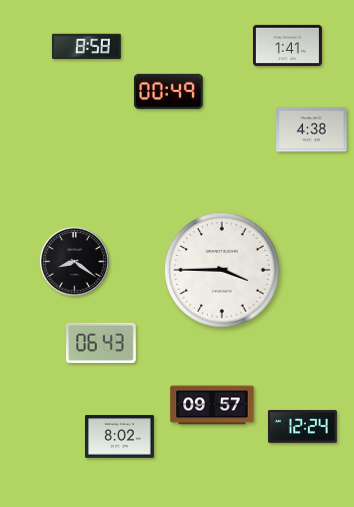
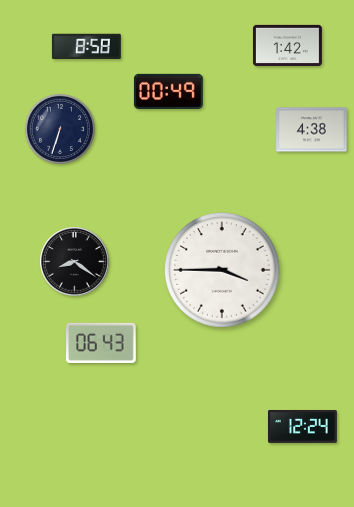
clock at (287, 45): 1:41 -> 1:42
clock at (60, 129): none -> 6:33
clock at (212, 405): 09:57 -> none
clock at (119, 437): 8:02 -> none
